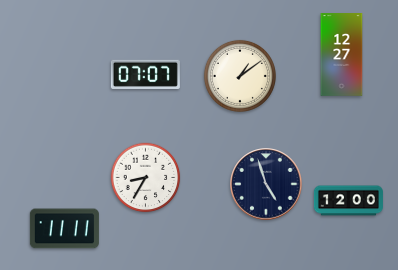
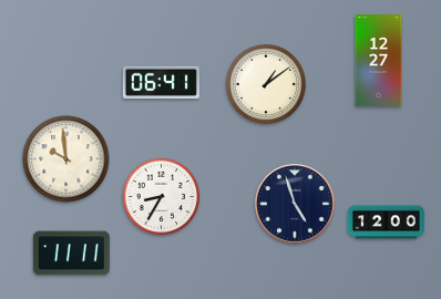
clock at (145, 74): 07:07 -> 06:41
clock at (66, 159): none -> 9:59
